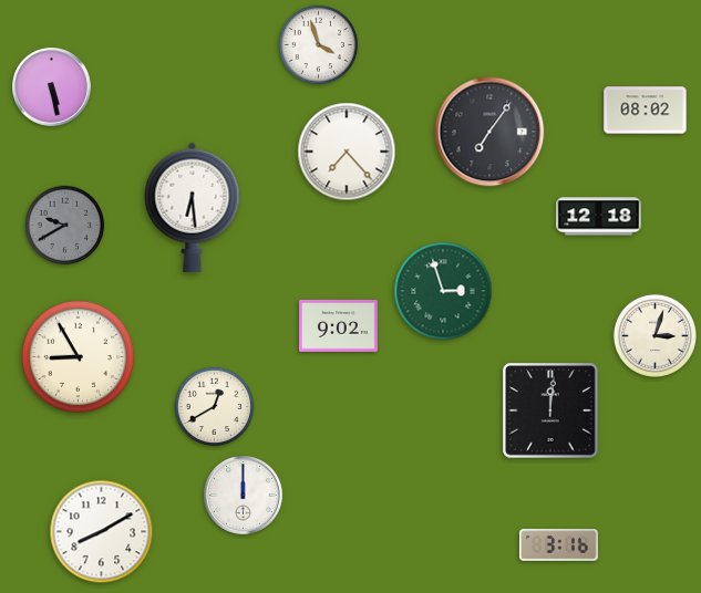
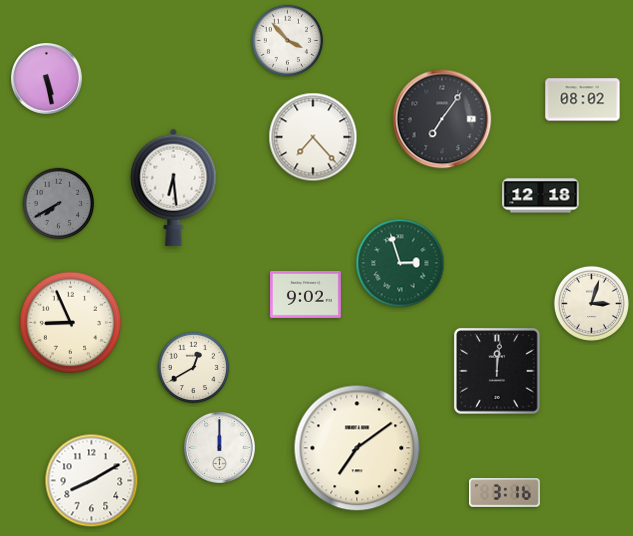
clock at (319, 45): 3:57 -> 3:53
clock at (65, 226): 9:40 -> 7:40
clock at (79, 357): 8:55 -> 8:56
clock at (357, 448): none -> 7:09
